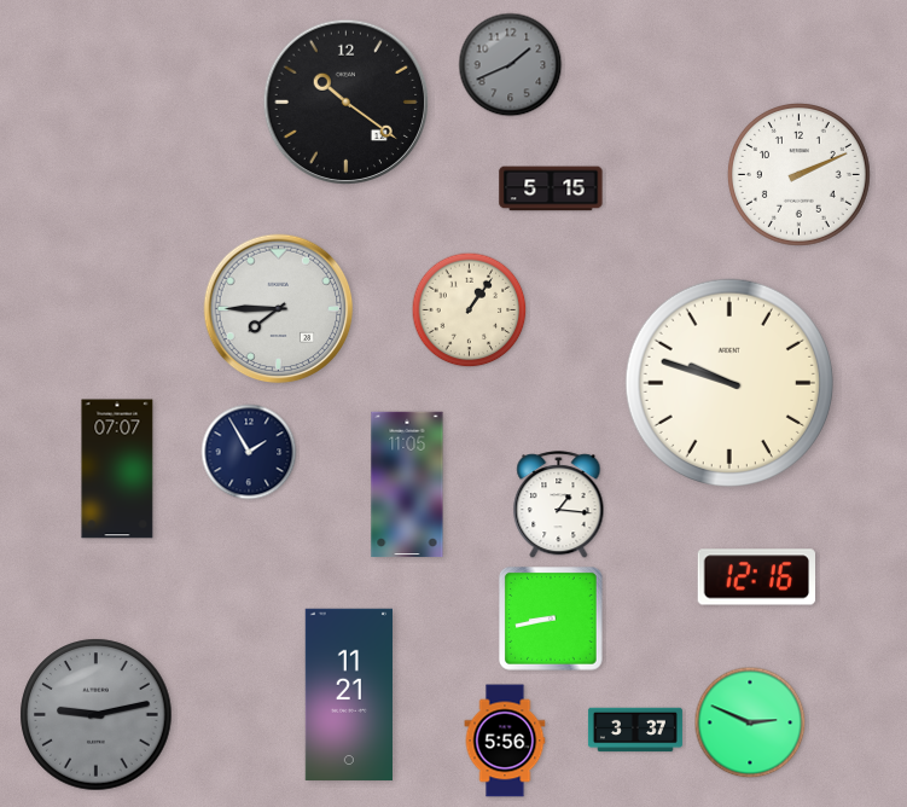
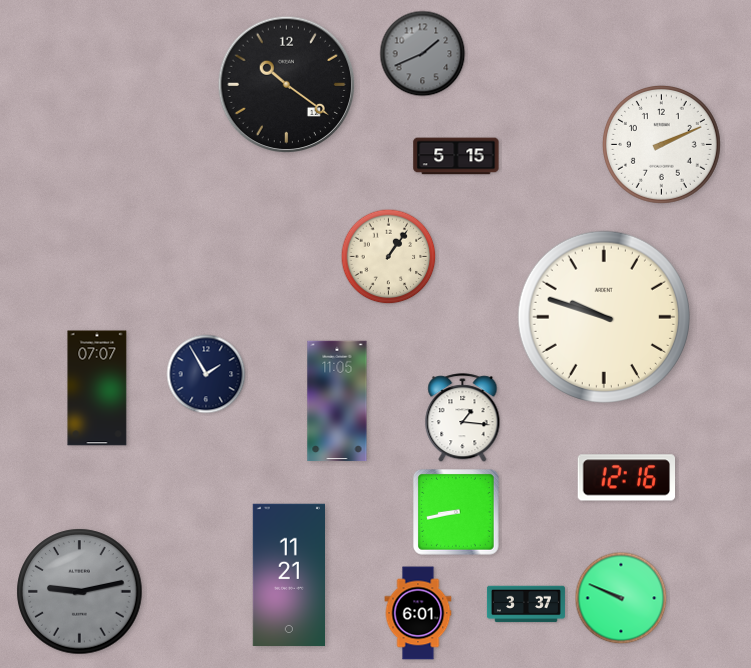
clock at (279, 309): 7:45 -> none
clock at (750, 722): 2:49 -> 9:49
clock at (505, 741): 5:56 -> 6:01
